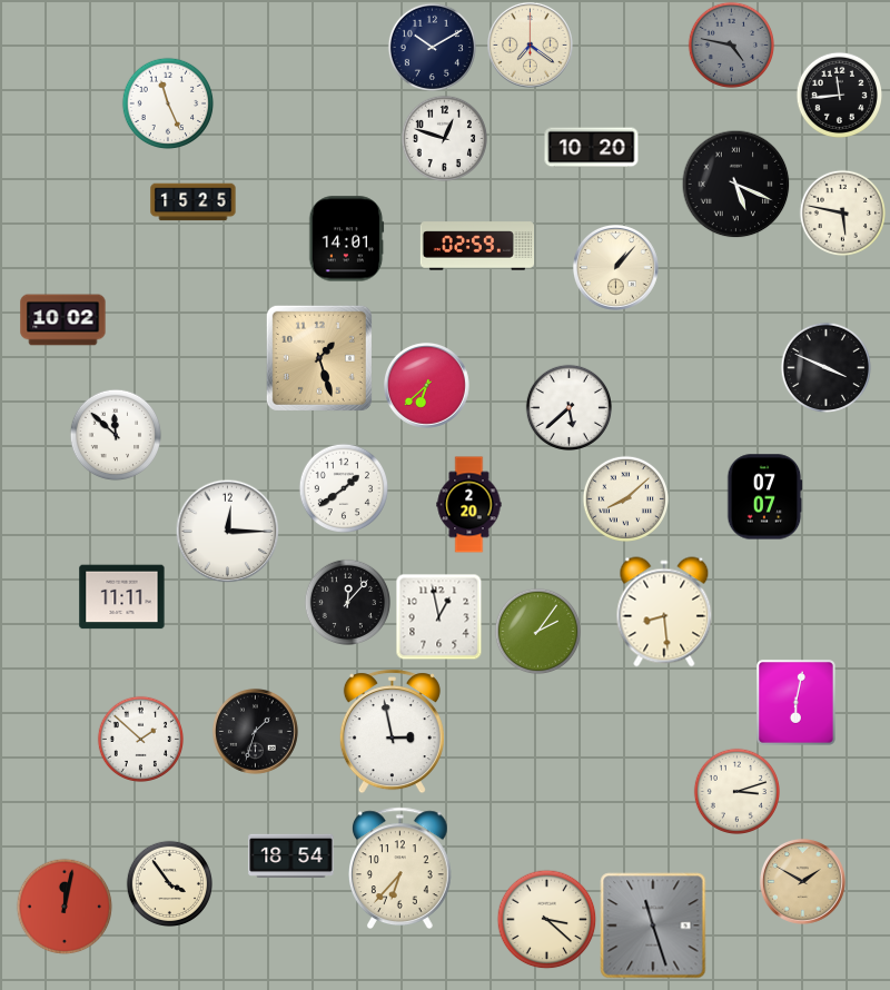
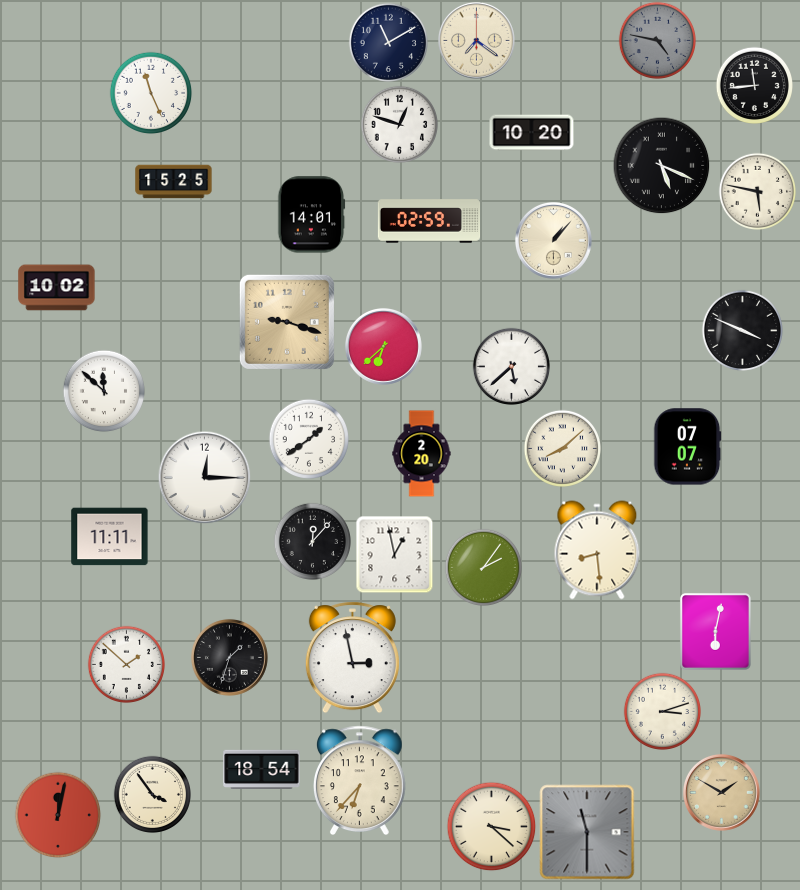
clock at (432, 47): 10:10 -> 11:10
clock at (319, 358): 1:27 -> 9:18
clock at (653, 925): 11:27 -> 11:30
